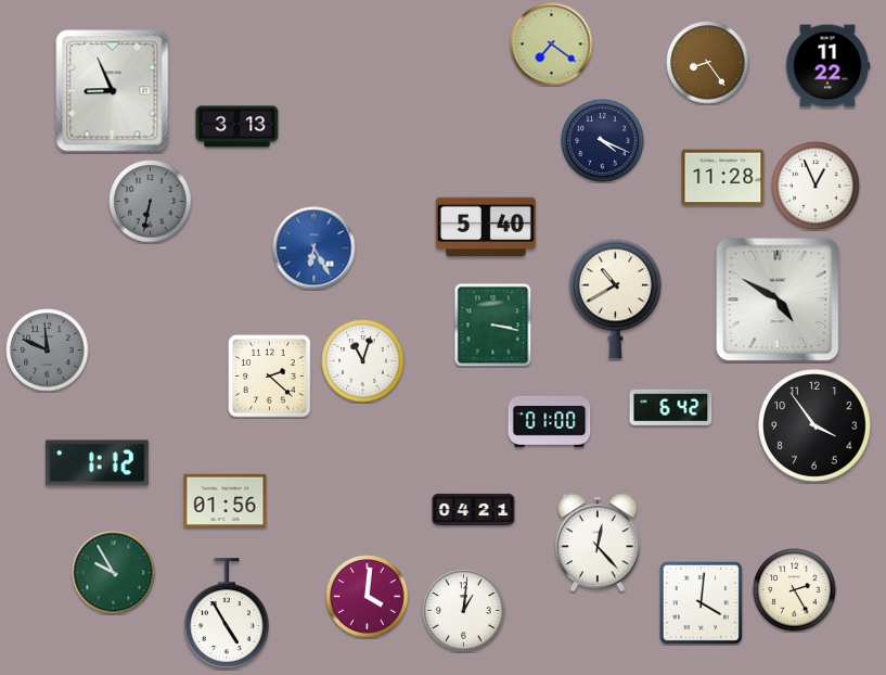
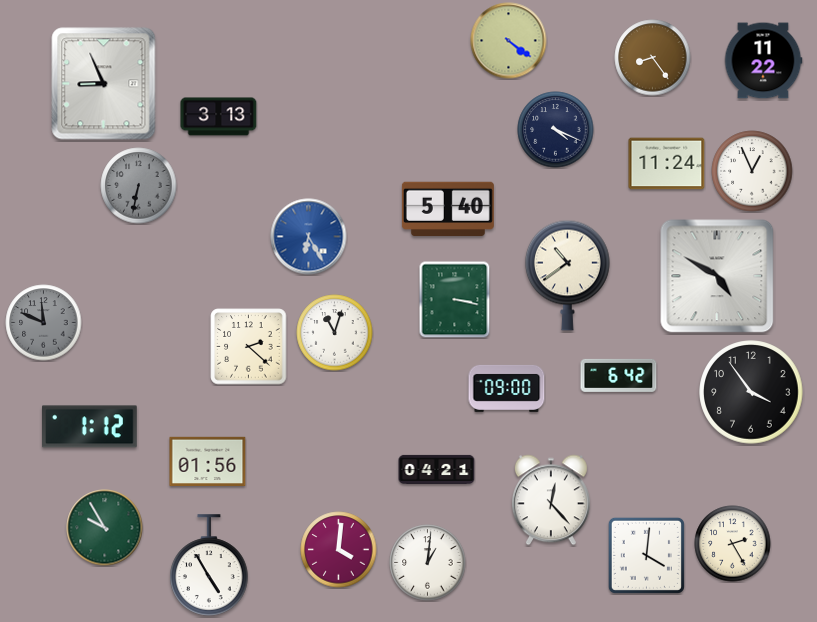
clock at (552, 44): 7:21 -> 4:21
clock at (723, 178): 11:28 -> 11:24
clock at (314, 249) position: (314, 249) -> (309, 237)
clock at (615, 298): 10:40 -> 10:39
clock at (550, 421): 01:00 -> 09:00
